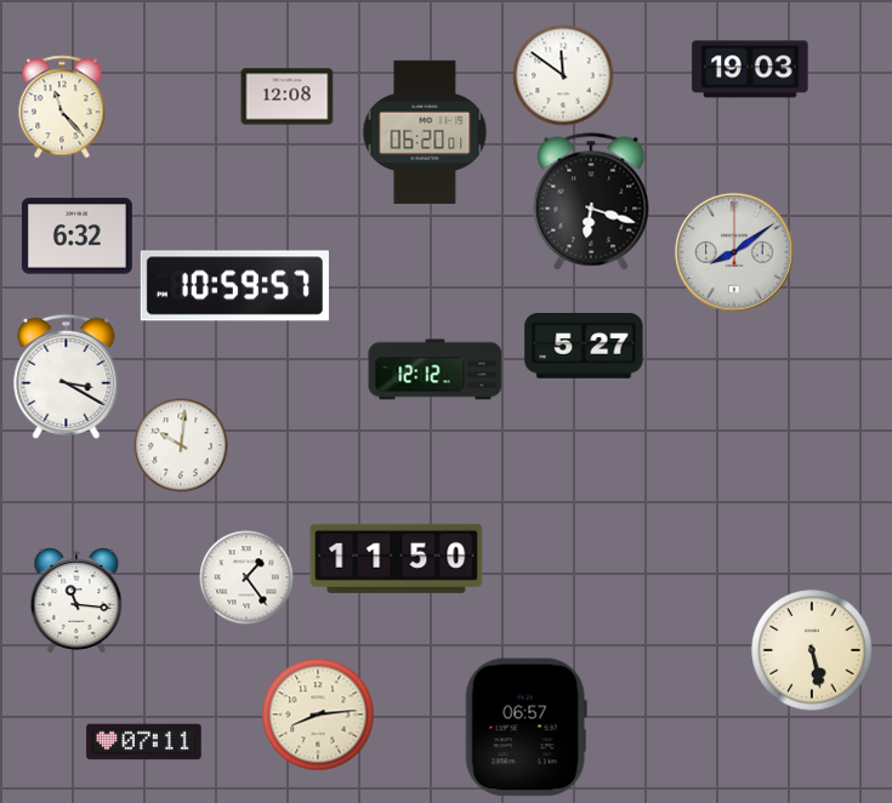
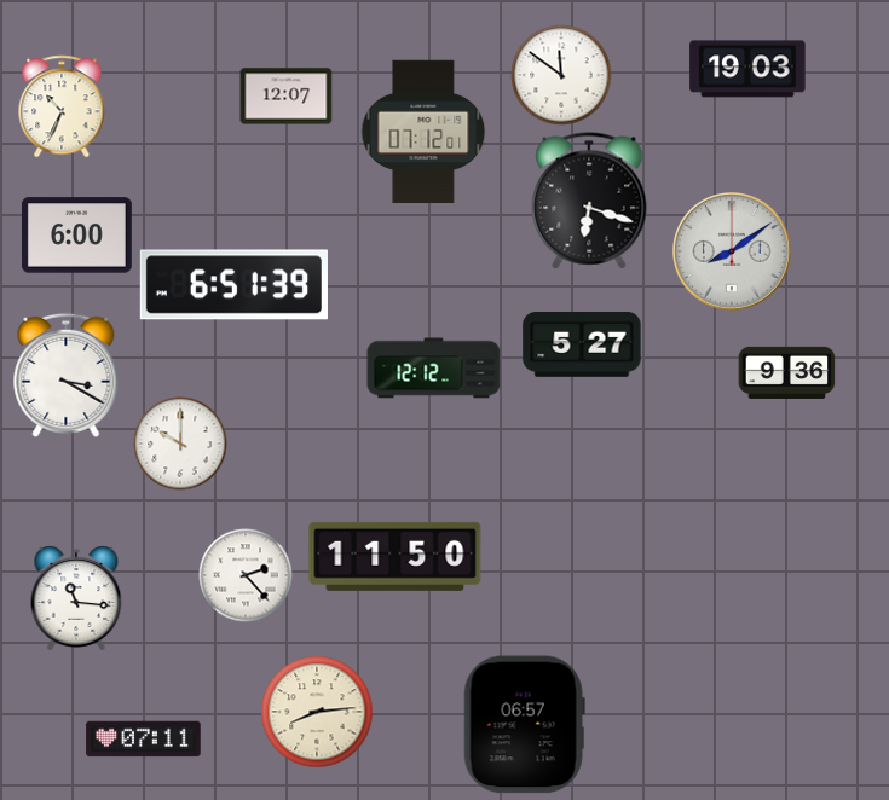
clock at (288, 97): 12:08 -> 12:07
clock at (62, 107): 11:23 -> 10:34
clock at (425, 132): 06:20 -> 07:12
clock at (76, 237): 6:32 -> 6:00
clock at (234, 286): 10:59 -> 6:51
clock at (787, 372): none -> 9:36
clock at (181, 445): 10:01 -> 10:00
clock at (246, 577): 1:24 -> 2:23
clock at (812, 650): 5:28 -> none
